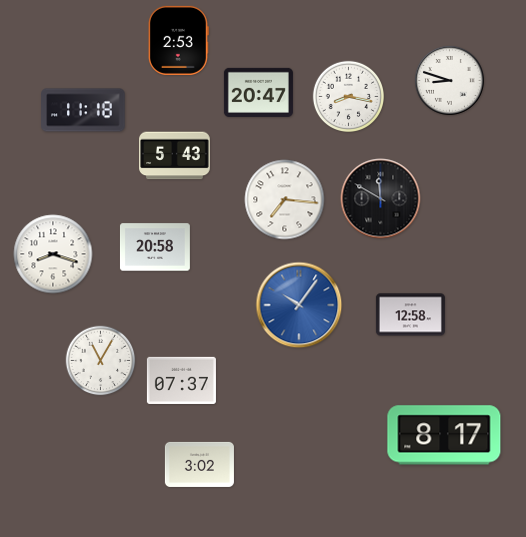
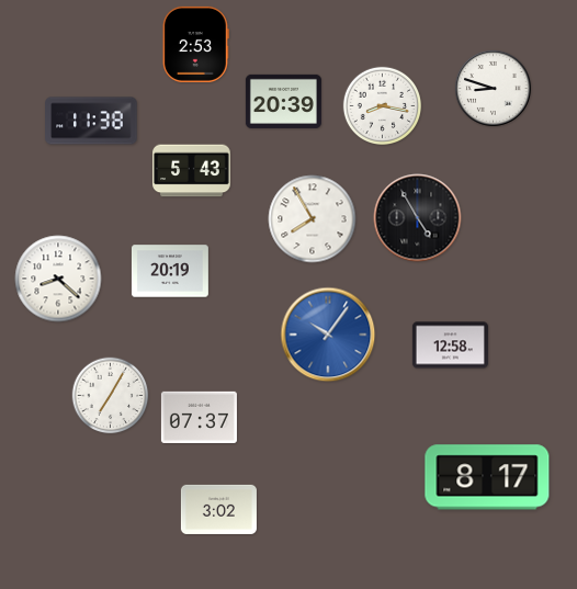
clock at (258, 92): 20:47 -> 20:39
clock at (83, 110): 11:18 -> 11:38
clock at (381, 199): 11:50 -> 4:55
clock at (285, 200): 7:16 -> 7:55
clock at (155, 247): 20:58 -> 20:19
clock at (53, 254): 8:18 -> 8:22
clock at (101, 361): 11:05 -> 7:05
